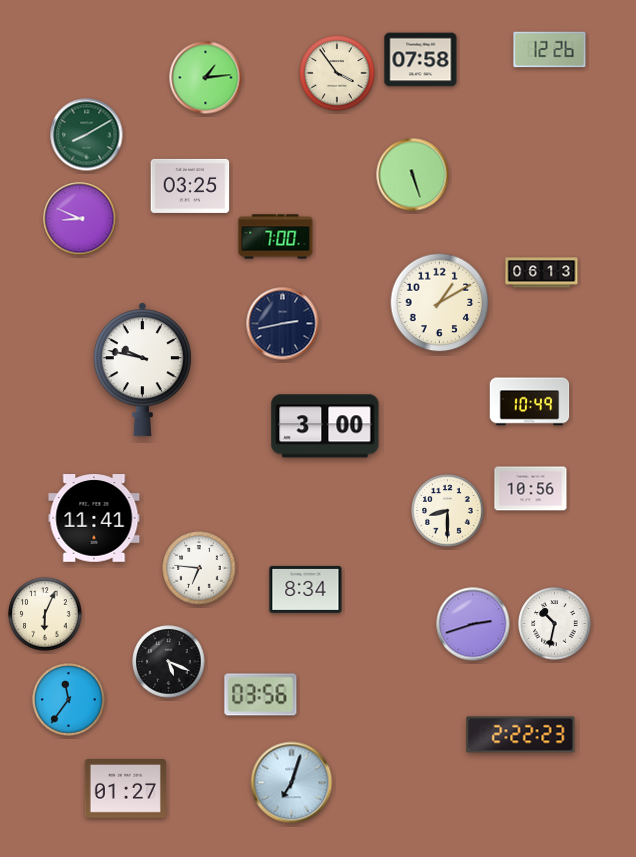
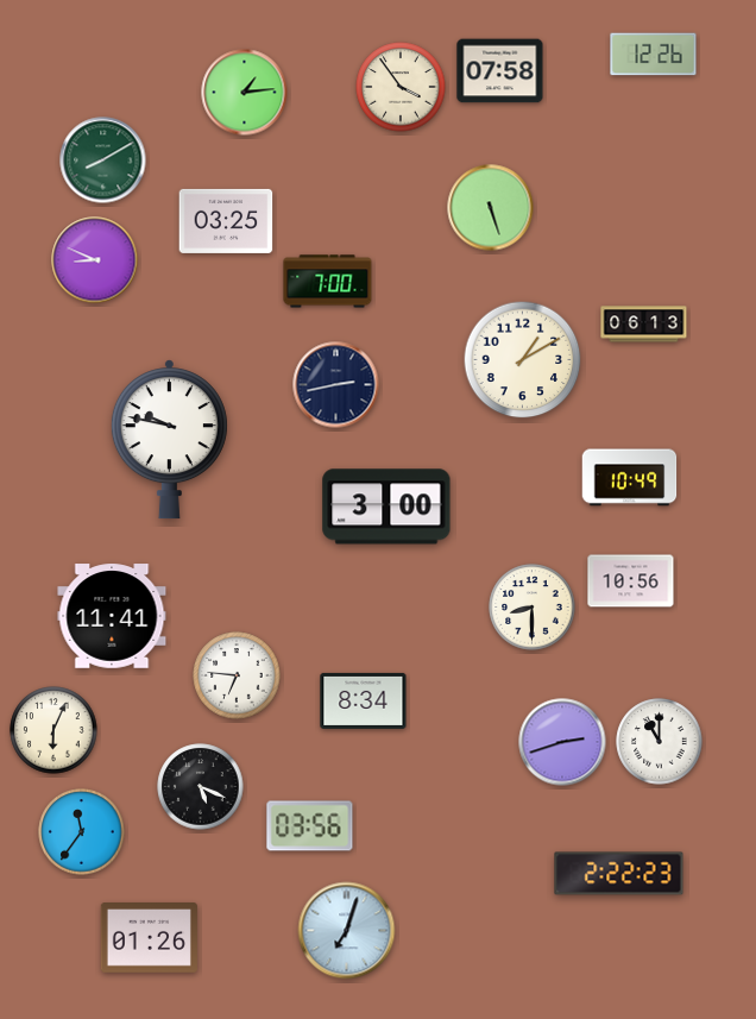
clock at (550, 50) position: (550, 50) -> (654, 55)
clock at (555, 624): 10:32 -> 11:00
clock at (125, 789): 01:27 -> 01:26
